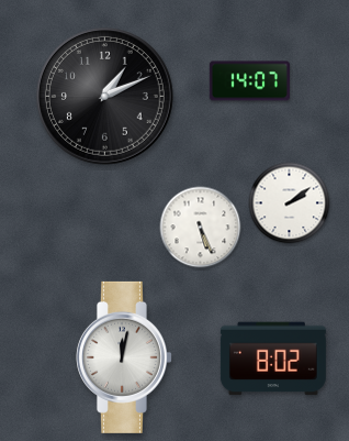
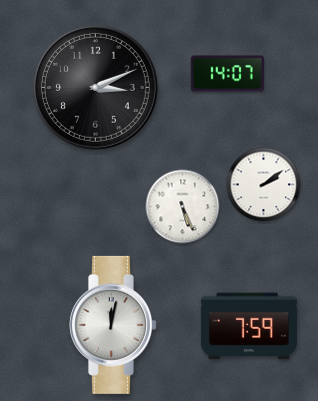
clock at (104, 96): 1:11 -> 3:11
clock at (273, 359): 8:02 -> 7:59
